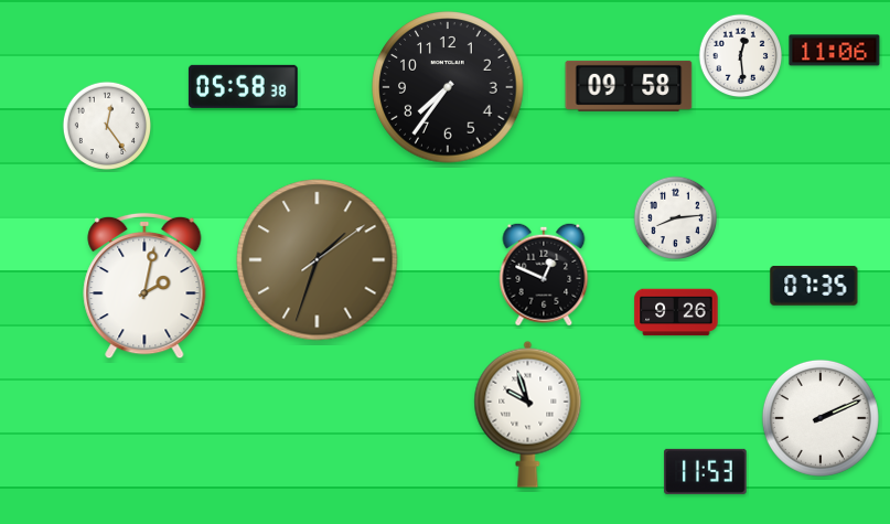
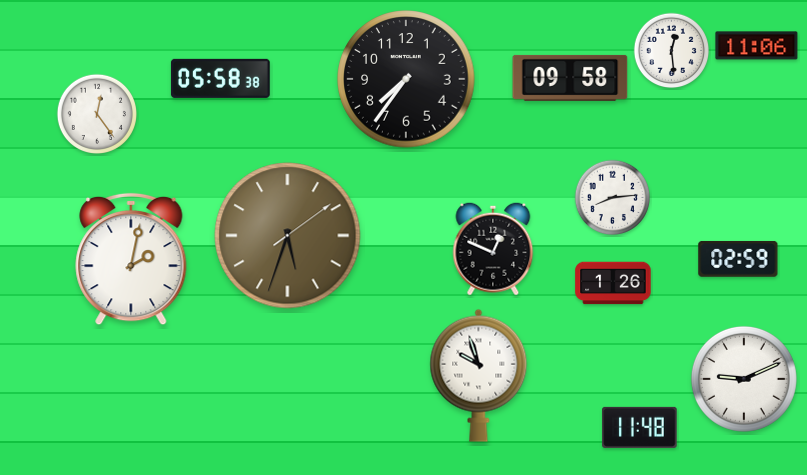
clock at (318, 260): 1:33 -> 5:33
clock at (814, 286): 07:35 -> 02:59
clock at (676, 312): 9:26 -> 1:26
clock at (821, 418): 2:11 -> 9:11
clock at (706, 471): 11:53 -> 11:48
